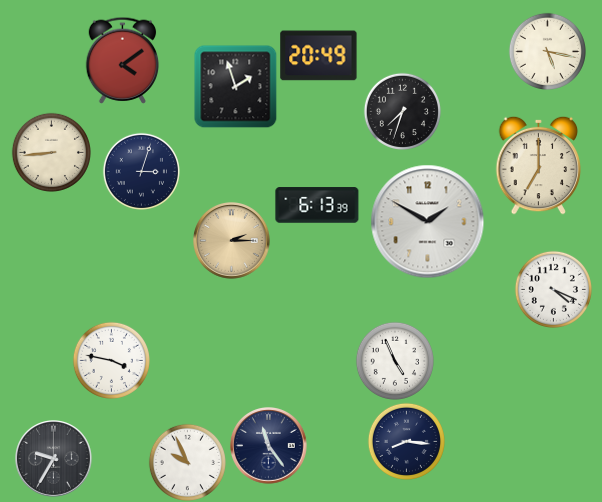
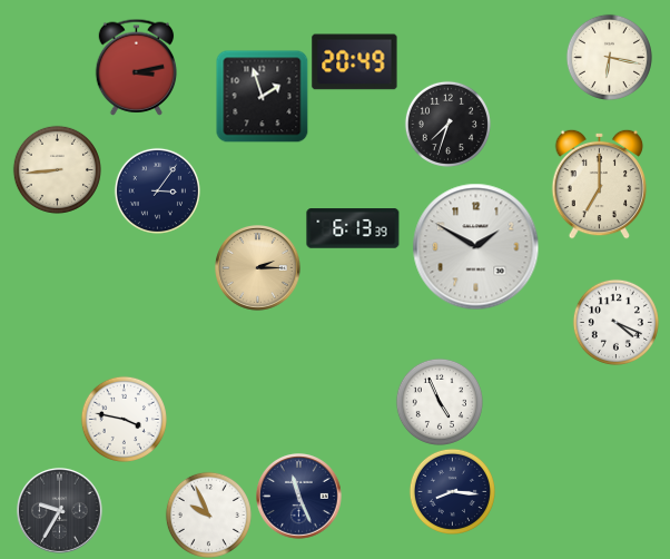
clock at (547, 51): 5:17 -> 6:17
clock at (123, 60): 4:09 -> 3:13
clock at (141, 171): 3:03 -> 3:06
clock at (111, 360) position: (111, 360) -> (124, 419)
clock at (269, 446): 11:24 -> 11:26
